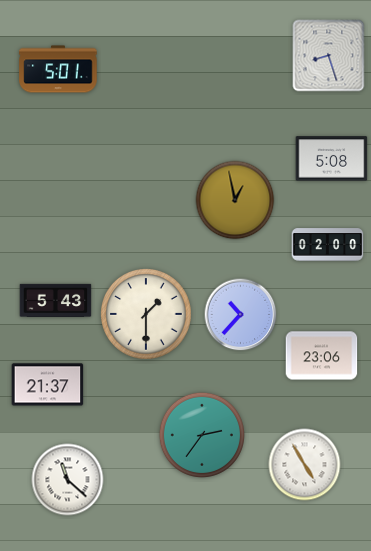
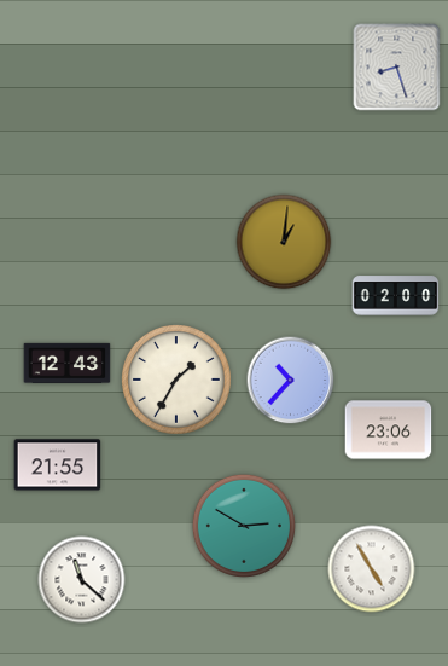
clock at (58, 69): 5:01 -> none
clock at (332, 159): 5:08 -> none
clock at (235, 200): 12:58 -> 1:01
clock at (56, 300): 5:43 -> 12:43
clock at (147, 315): 1:30 -> 1:35
clock at (48, 385): 21:37 -> 21:55
clock at (202, 435): 2:36 -> 2:50
clock at (305, 465) position: (305, 465) -> (372, 569)
